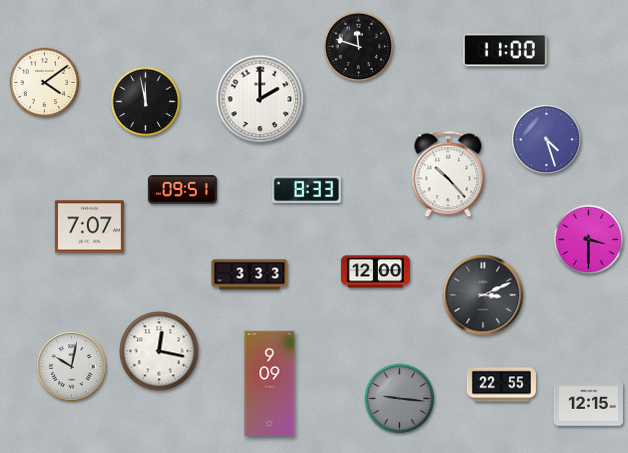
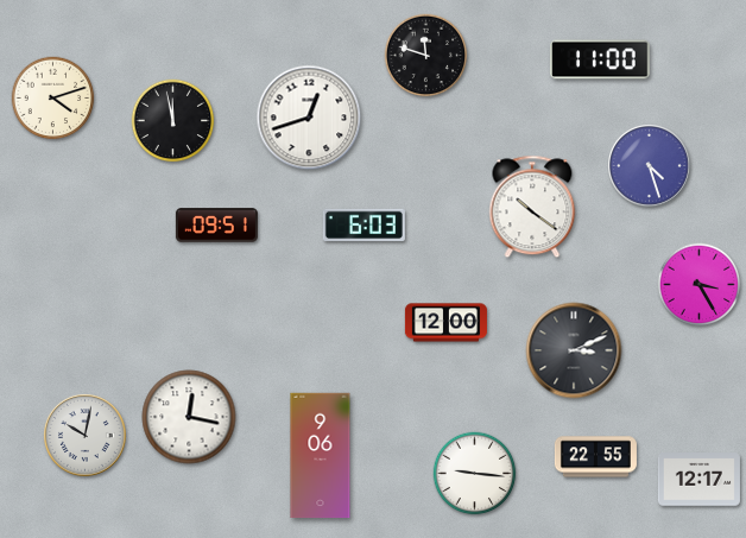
clock at (45, 83): 4:09 -> 4:12
clock at (260, 99): 2:00 -> 12:42
clock at (448, 174): 10:23 -> 10:21
clock at (306, 189): 8:33 -> 6:03
clock at (89, 227): 7:07 -> none
clock at (589, 240): 3:30 -> 3:25
clock at (250, 275): 3:33 -> none
clock at (270, 384): 9:09 -> 9:06
clock at (400, 399) dial: grey -> white
clock at (588, 404): 12:15 -> 12:17
